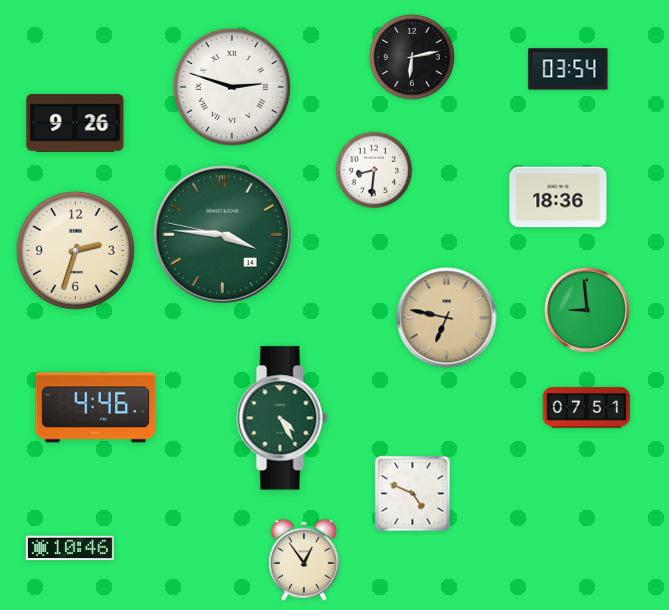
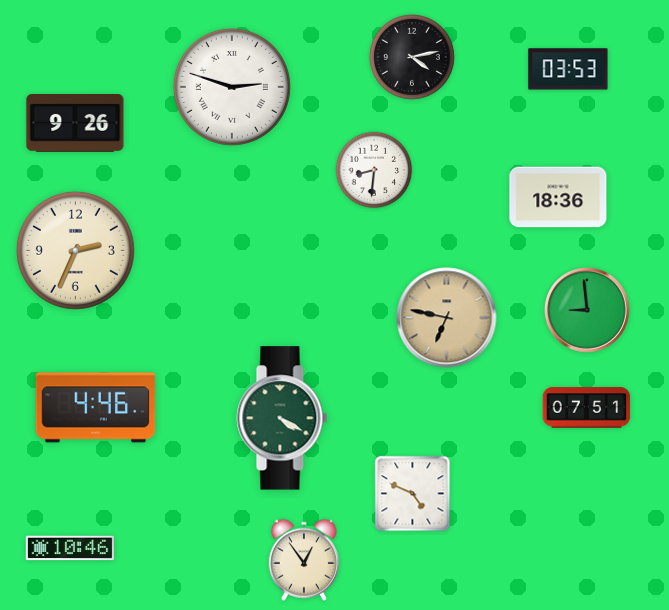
clock at (412, 57): 6:13 -> 4:13
clock at (568, 69): 03:54 -> 03:53
clock at (222, 234): 3:45 -> none
clock at (75, 250): 2:33 -> 2:34
clock at (282, 418): 4:25 -> 4:20
